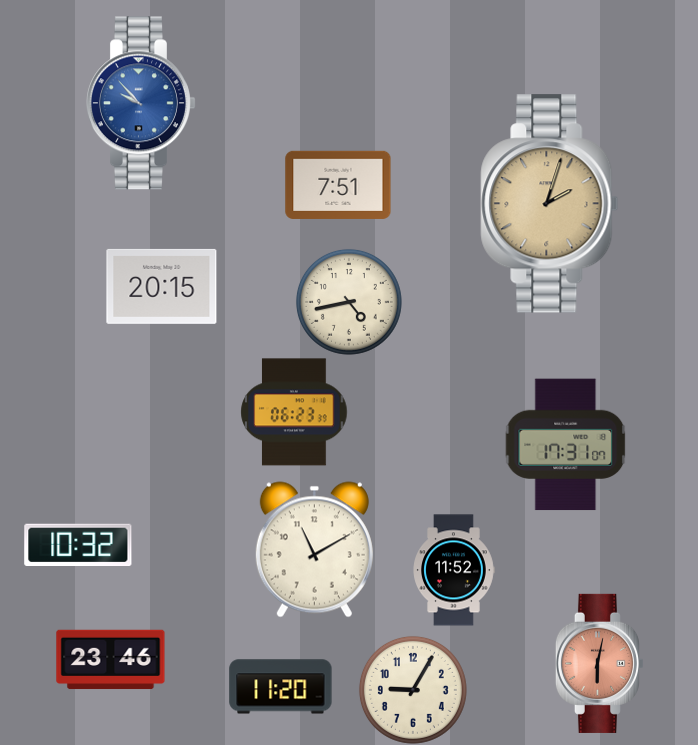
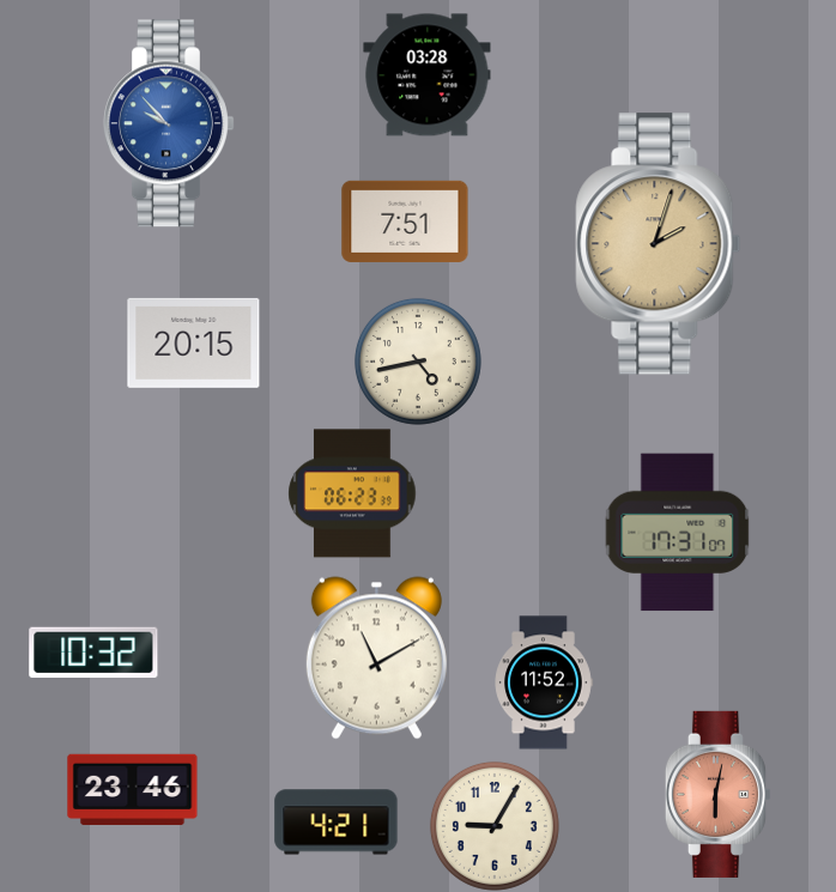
clock at (428, 75): none -> 03:28
clock at (281, 687): 11:20 -> 4:21
